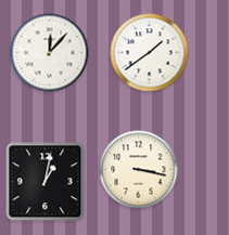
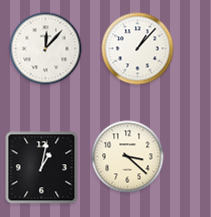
clock at (150, 53): 1:39 -> 1:07
clock at (139, 170): 3:17 -> 3:22
